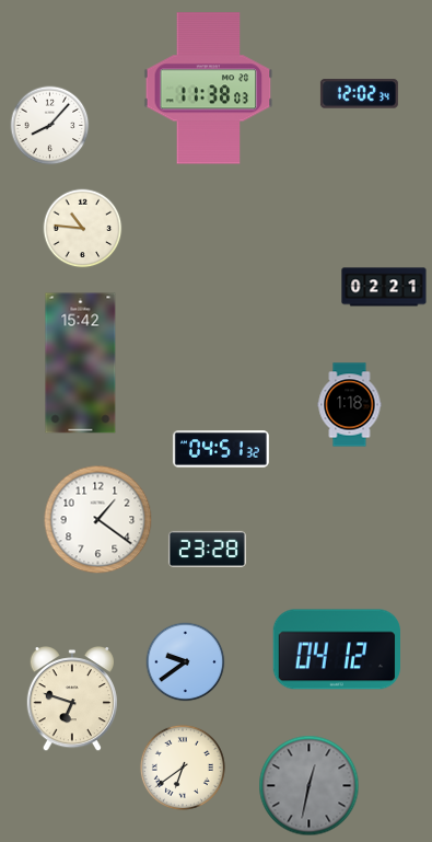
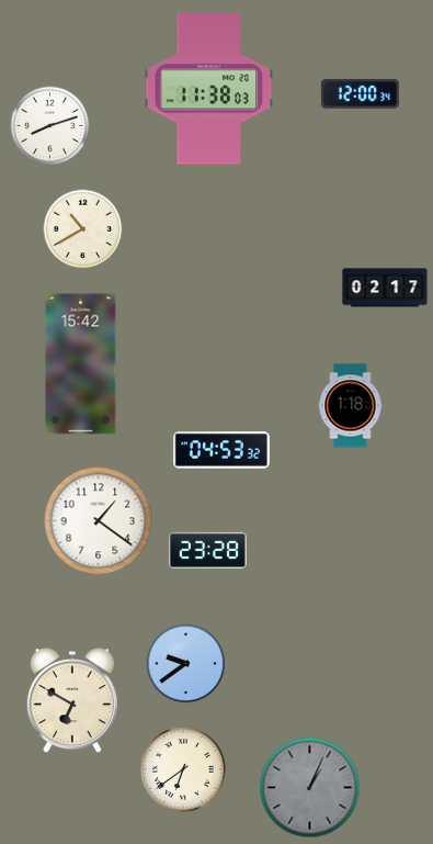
clock at (359, 94): 12:02 -> 12:00
clock at (50, 126): 8:07 -> 8:12
clock at (83, 229): 10:46 -> 10:40
clock at (384, 287): 02:21 -> 02:17
clock at (221, 449): 04:51 -> 04:53
clock at (336, 649): 04:12 -> none
clock at (71, 700): 6:48 -> 6:50
clock at (310, 786): 12:32 -> 1:04
